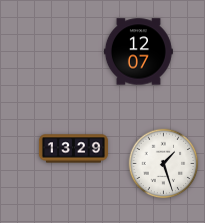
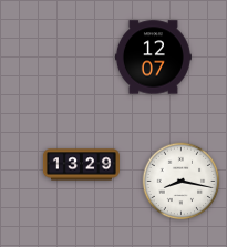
clock at (164, 164): 1:27 -> 8:17
